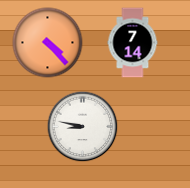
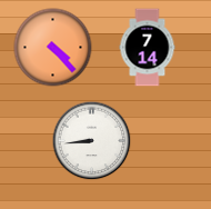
clock at (83, 127): 8:47 -> 8:44
